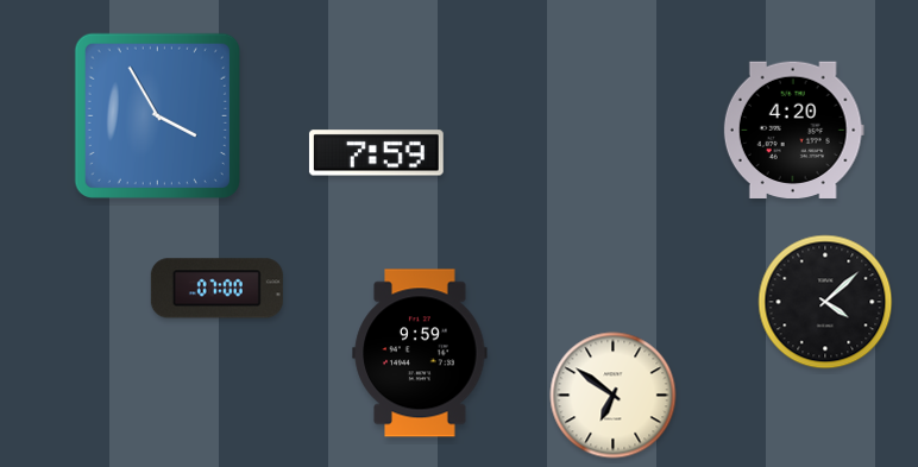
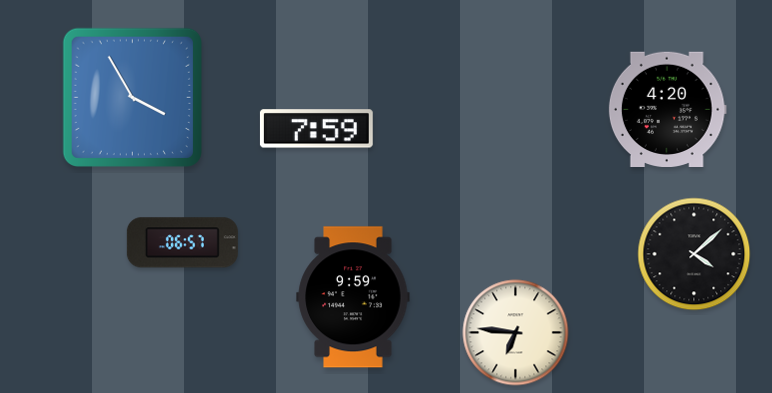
clock at (216, 289): 07:00 -> 06:57
clock at (614, 396): 6:51 -> 6:46
